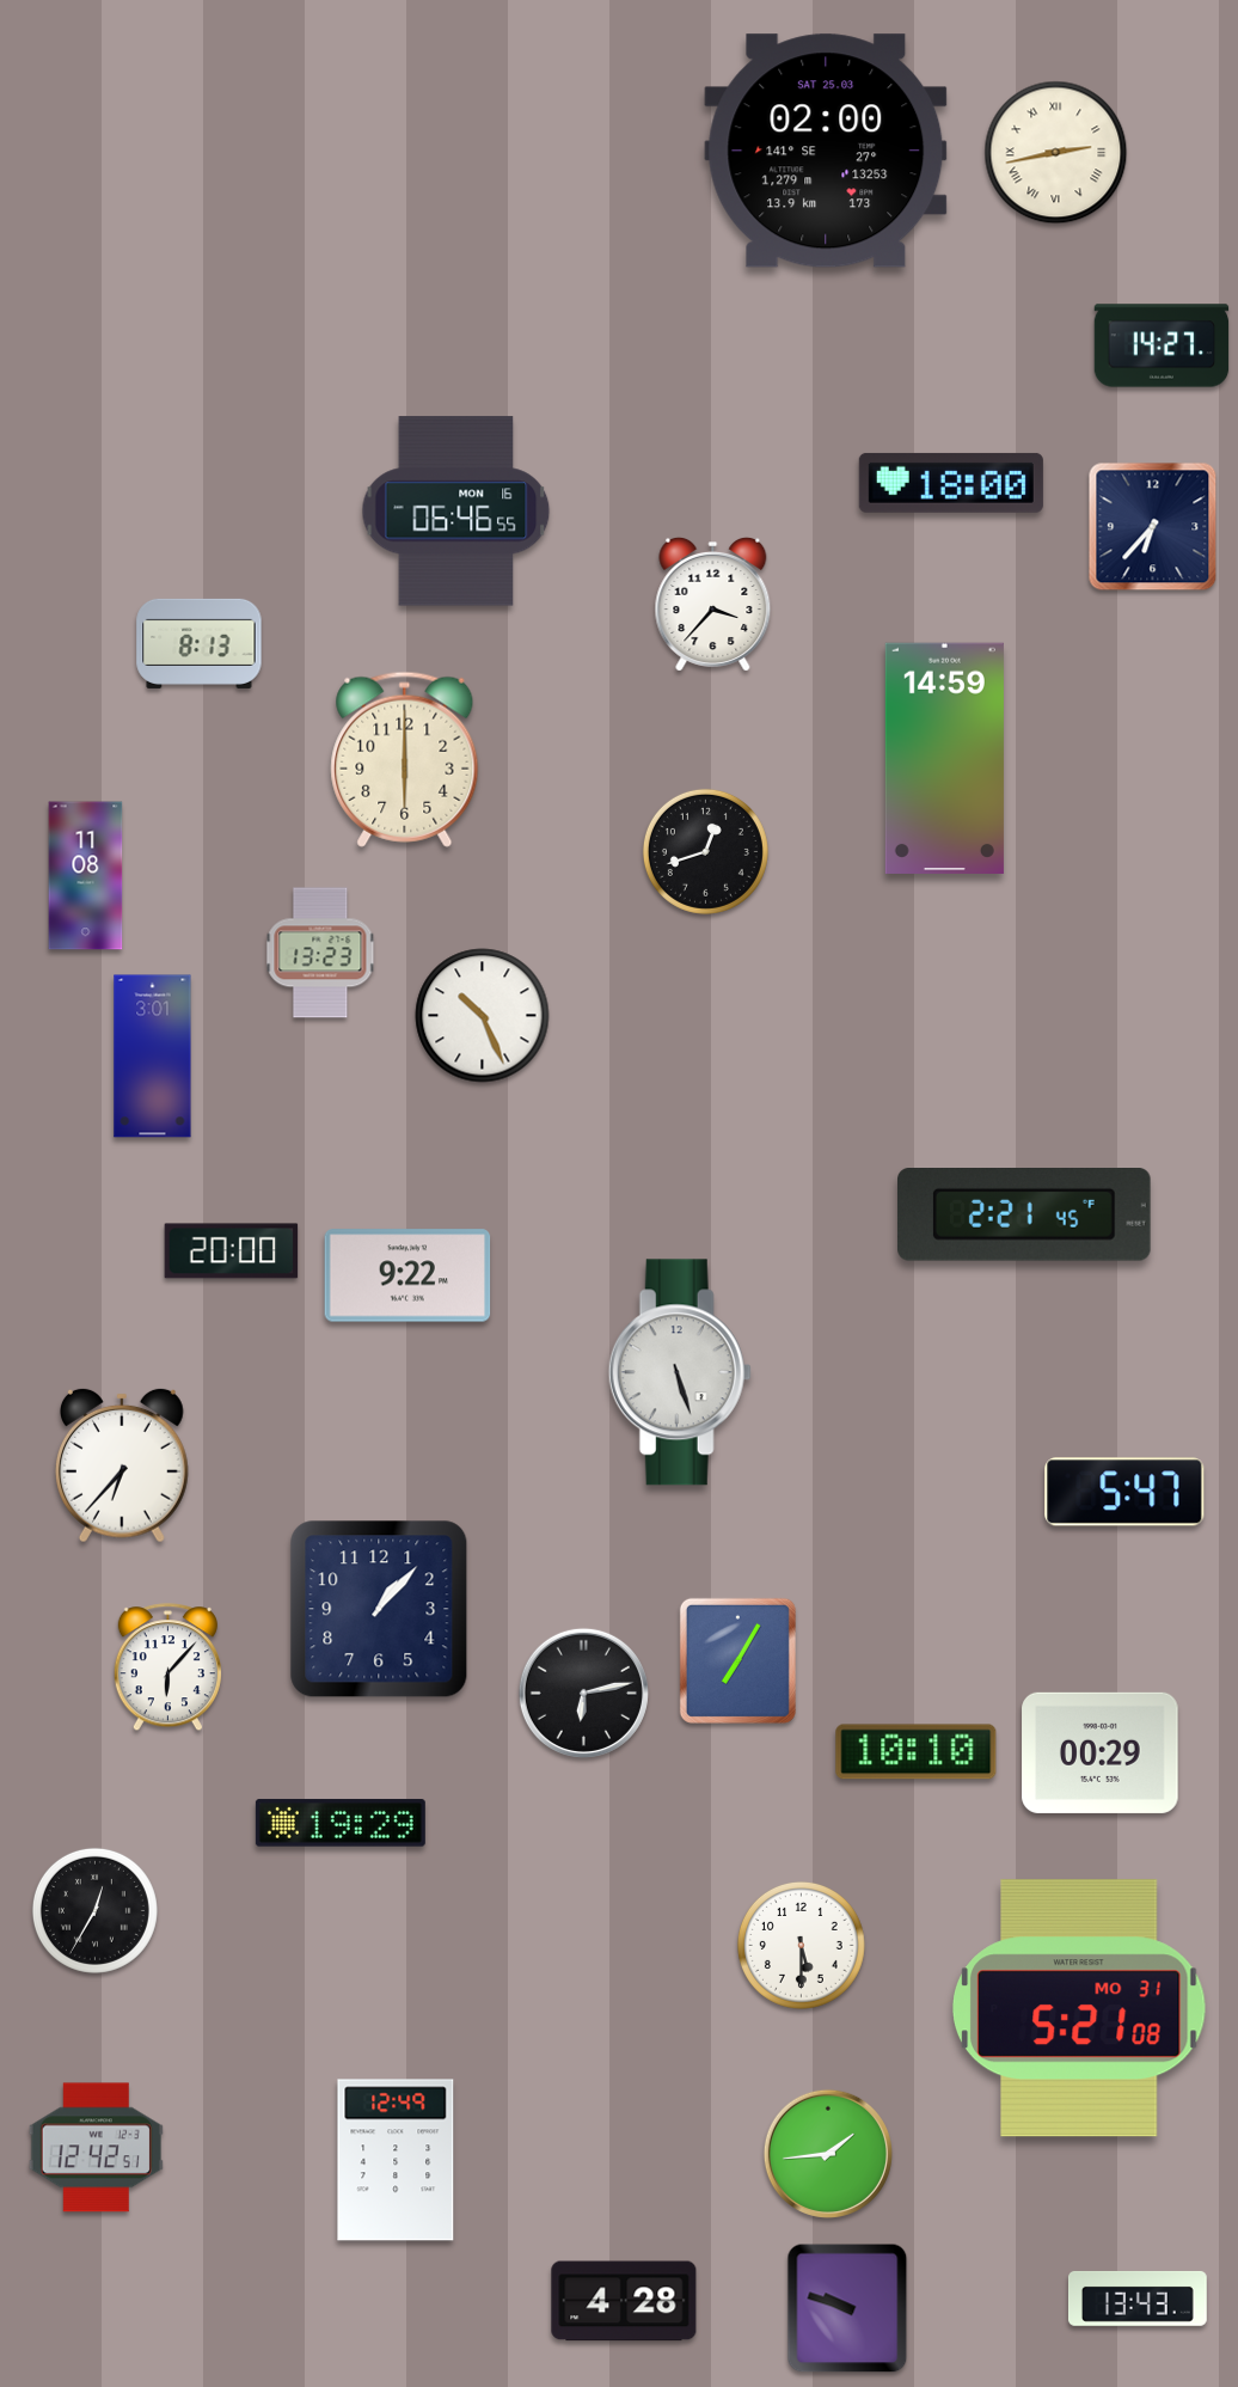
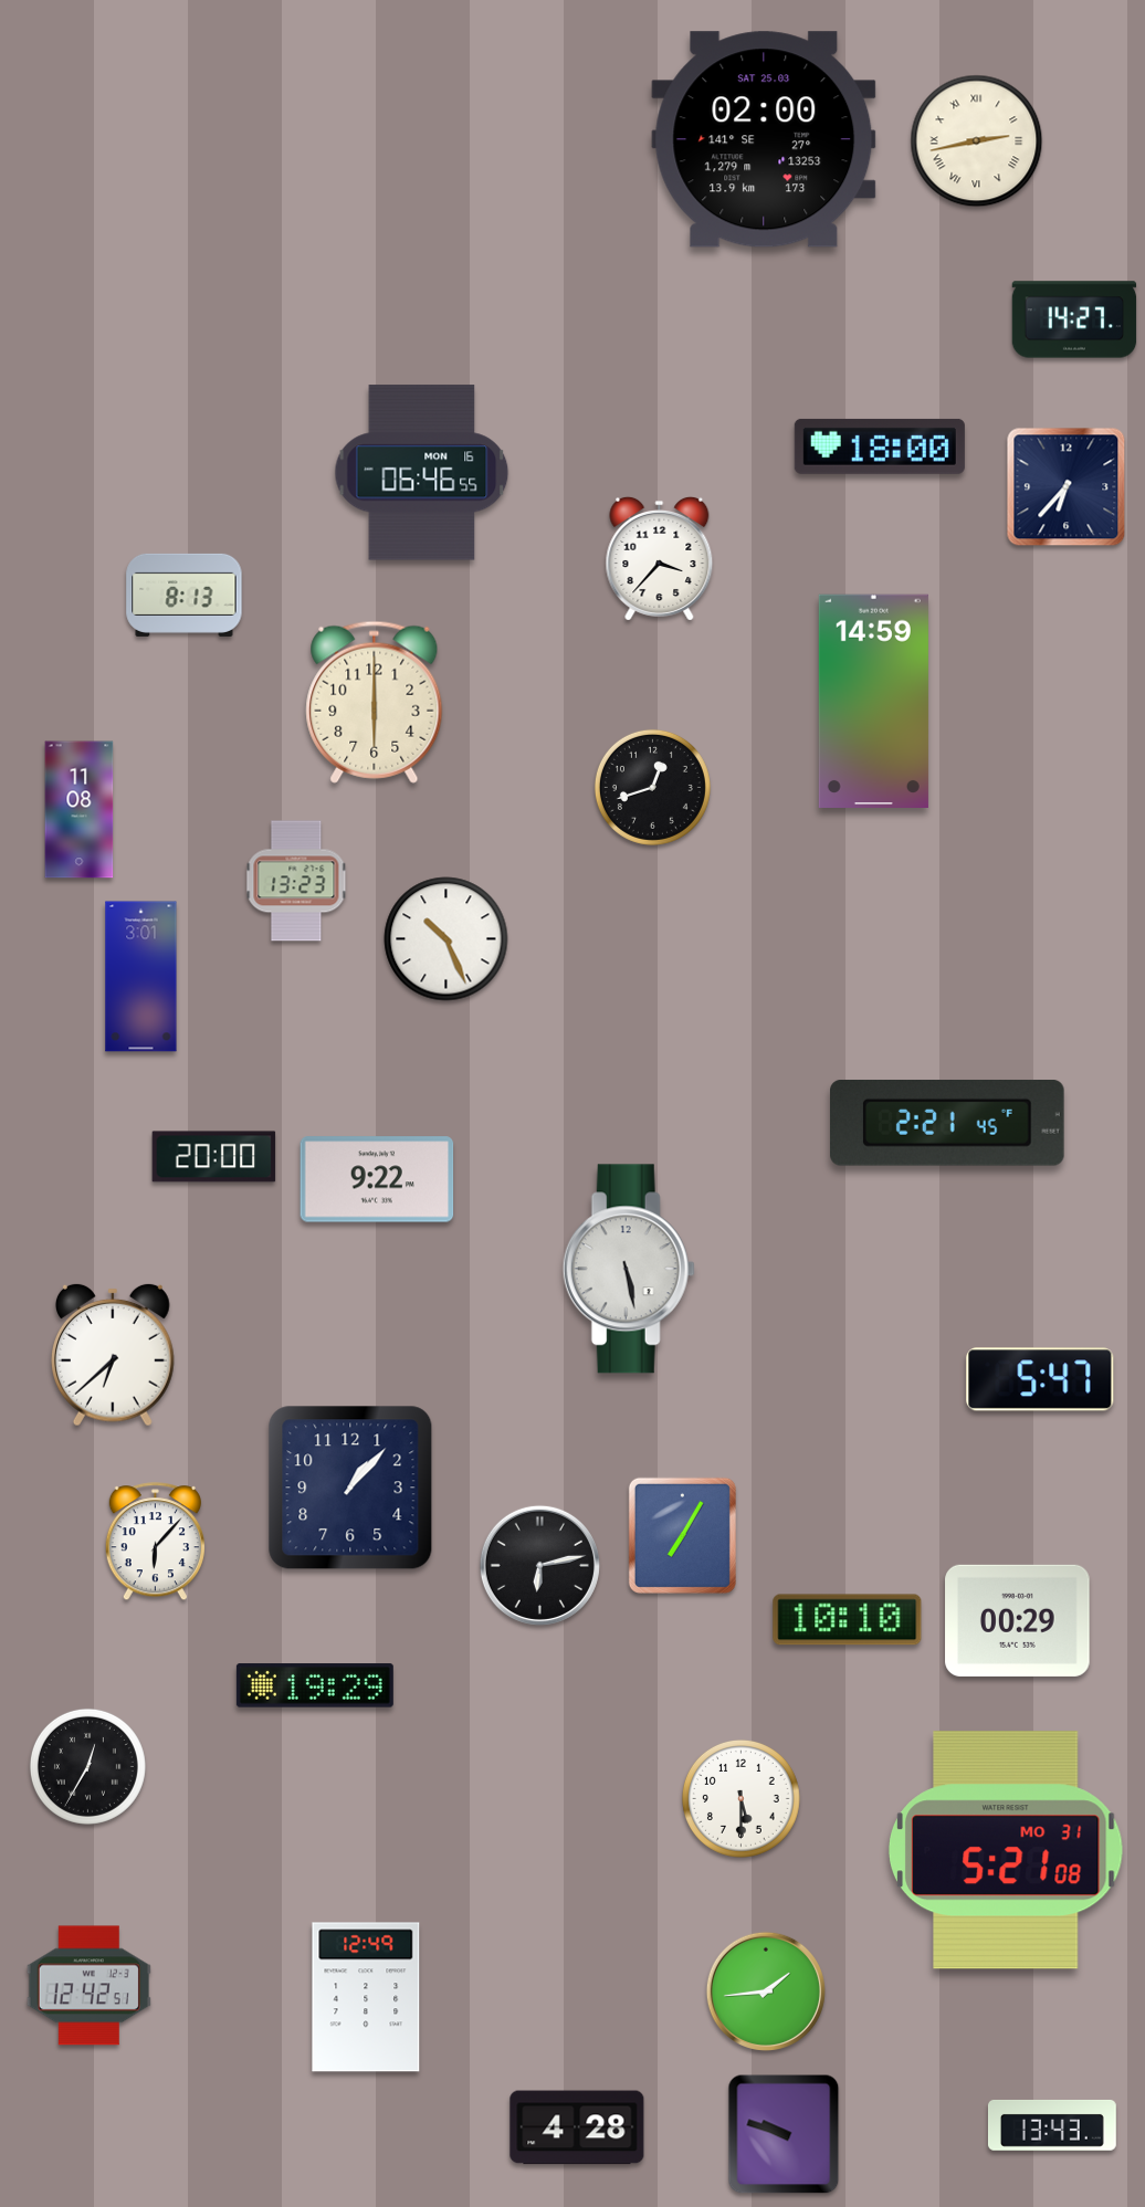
clock at (680, 1372): 5:27 -> 5:28
clock at (122, 1465): 6:37 -> 6:38
clock at (1079, 2008) position: (1079, 2008) -> (1006, 1850)
